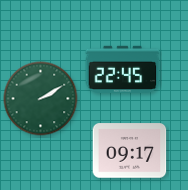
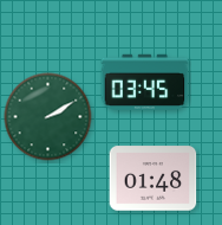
clock at (123, 69): 22:45 -> 03:45
clock at (130, 151): 09:17 -> 01:48
